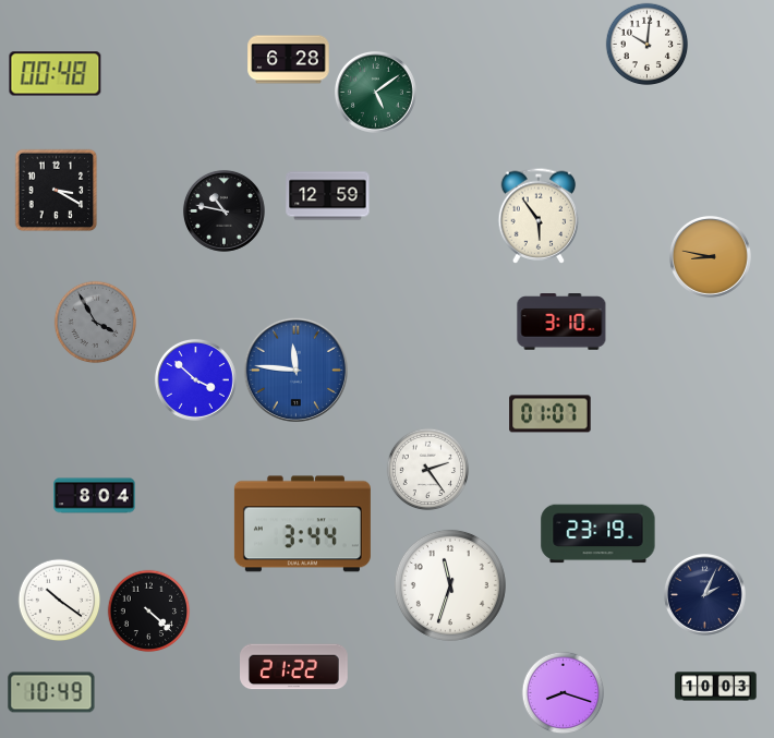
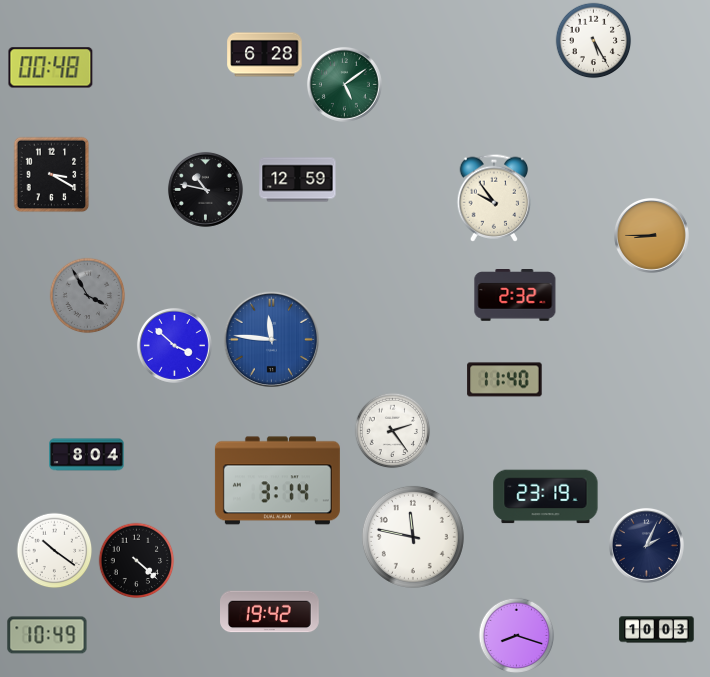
clock at (648, 45): 10:01 -> 5:25
clock at (328, 196) position: (328, 196) -> (298, 180)
clock at (223, 210) position: (223, 210) -> (205, 189)
clock at (539, 216): 5:54 -> 9:54
clock at (710, 256): 8:47 -> 8:45
clock at (561, 323): 3:10 -> 2:32
clock at (195, 379) position: (195, 379) -> (174, 345)
clock at (551, 414): 01:07 -> 11:40
clock at (302, 524): 3:44 -> 3:14
clock at (598, 534) position: (598, 534) -> (546, 497)
clock at (450, 585): 11:33 -> 11:47
clock at (294, 667): 21:22 -> 19:42
